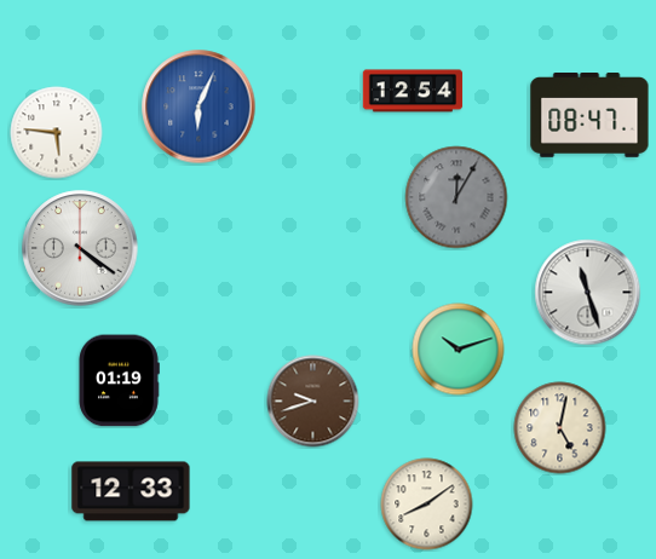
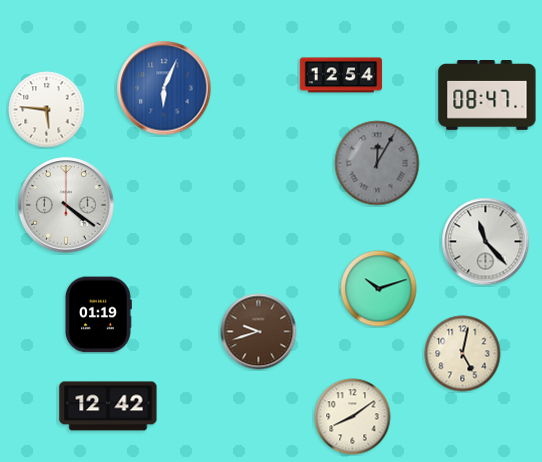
clock at (588, 293): 11:27 -> 11:23
clock at (131, 491): 12:33 -> 12:42
